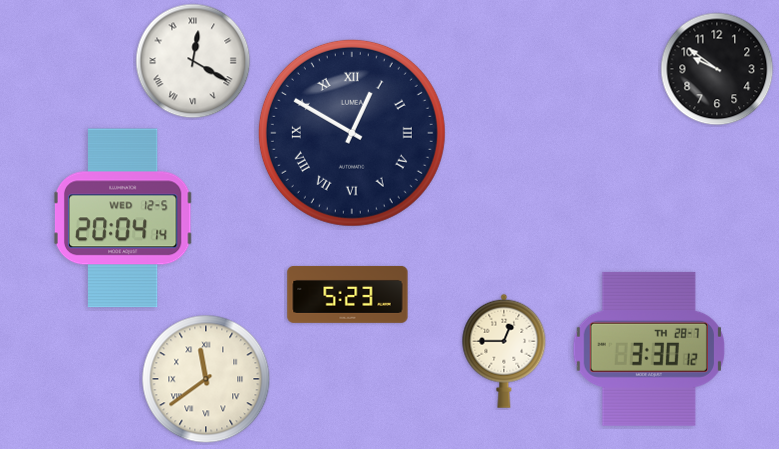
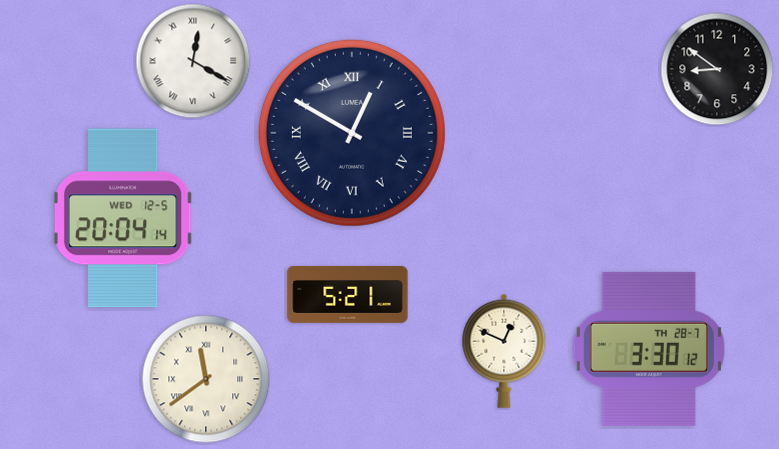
clock at (717, 69): 9:51 -> 8:51
clock at (348, 294): 5:23 -> 5:21
clock at (504, 351): 12:45 -> 12:49
